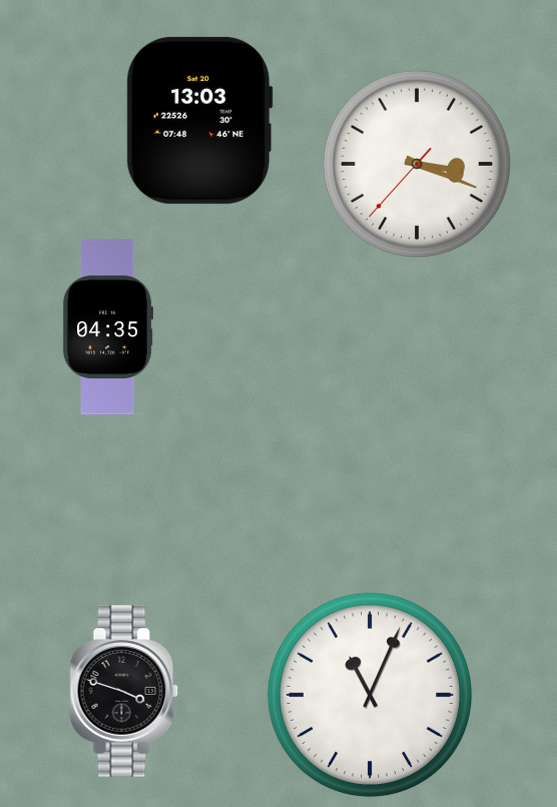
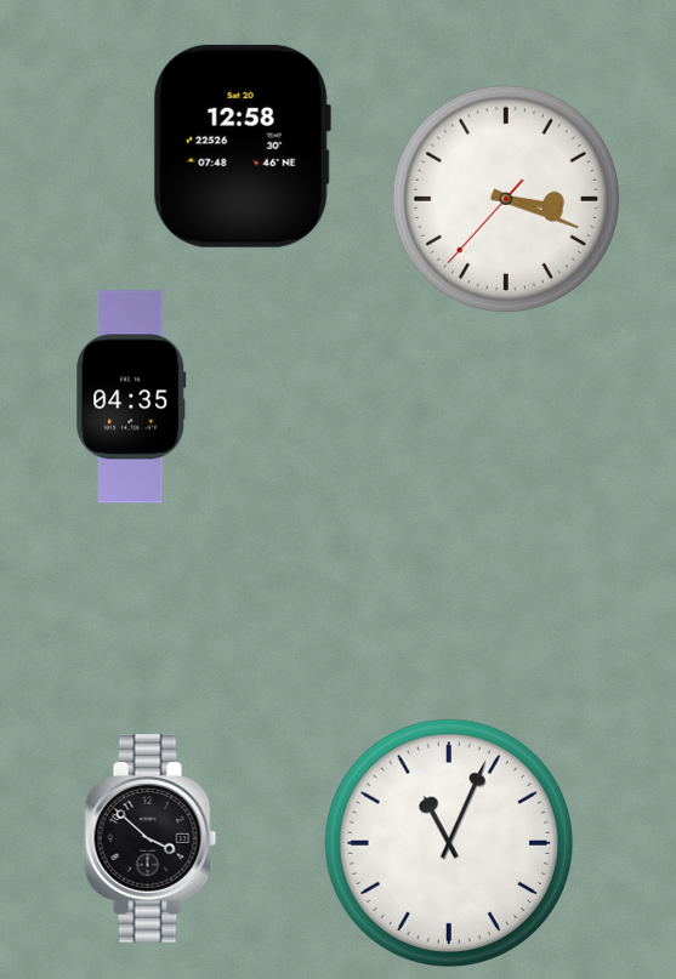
clock at (199, 120): 13:03 -> 12:58
clock at (124, 691): 3:48 -> 3:52
